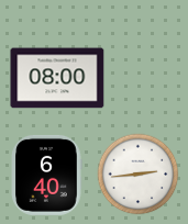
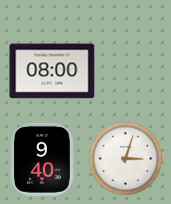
clock at (46, 175): 6:40 -> 9:40
clock at (139, 175): 2:44 -> 3:03
